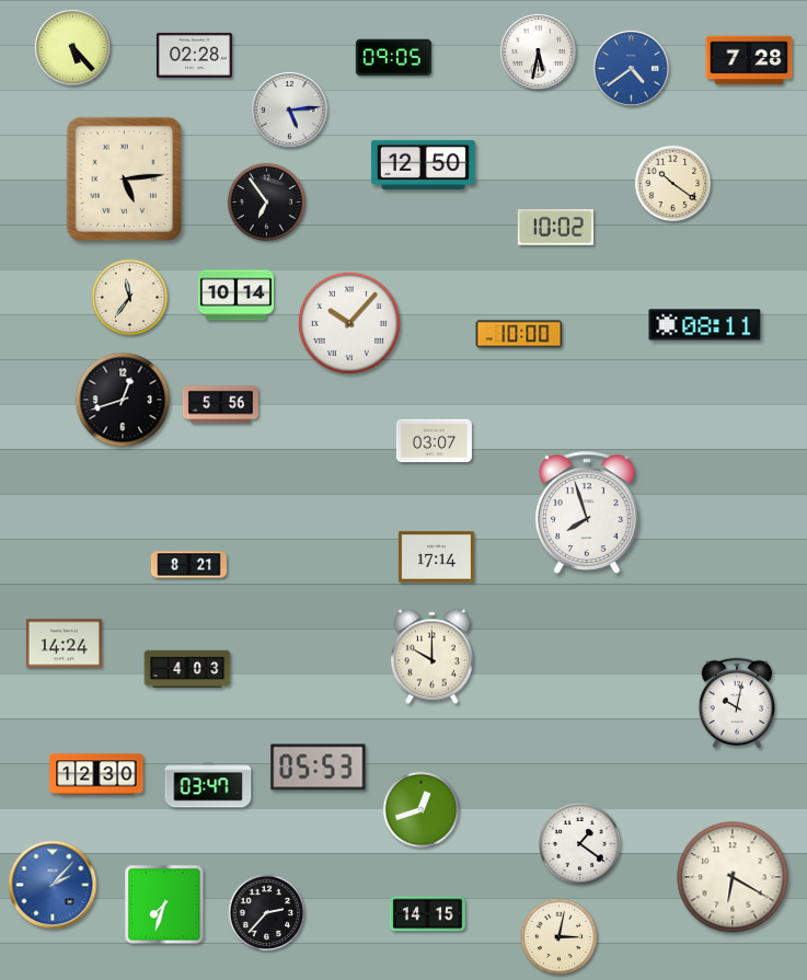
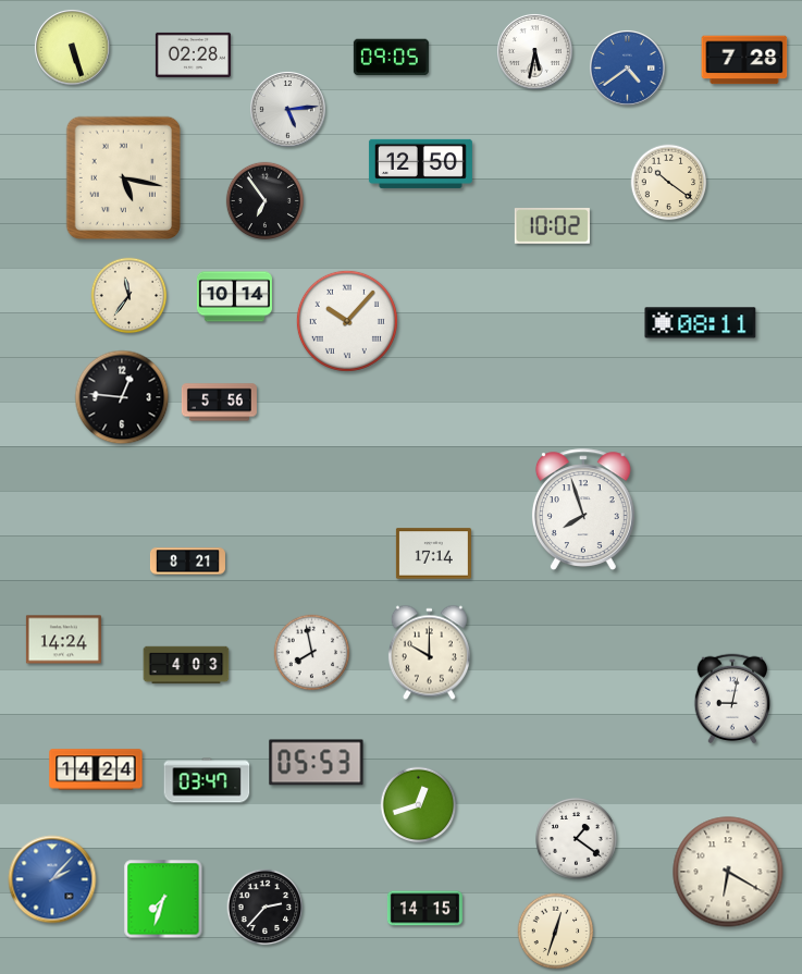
clock at (73, 48): 5:23 -> 5:27
clock at (125, 180): 5:14 -> 5:17
clock at (235, 296) position: (235, 296) -> (234, 297)
clock at (519, 334): 10:00 -> none
clock at (123, 400): 12:42 -> 12:46
clock at (434, 441): 03:07 -> none
clock at (312, 653): none -> 7:58
clock at (737, 703): 10:02 -> 9:02
clock at (96, 774): 12:30 -> 14:24
clock at (560, 937): 3:02 -> 12:33
